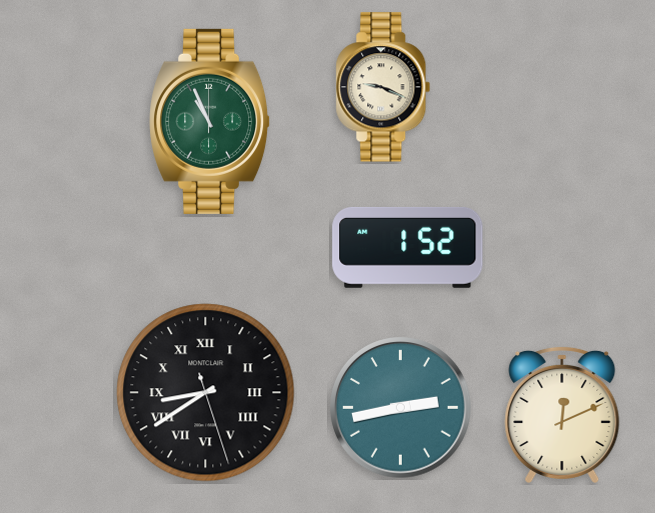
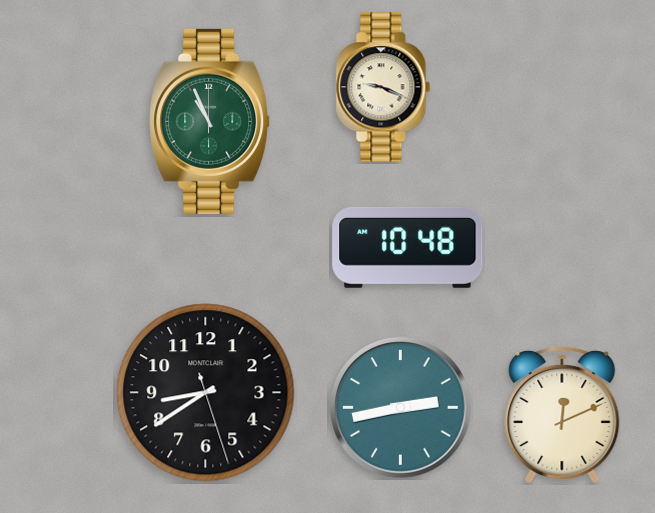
clock at (408, 247): 1:52 -> 10:48
clock at (206, 393) numerals: Roman -> Arabic
